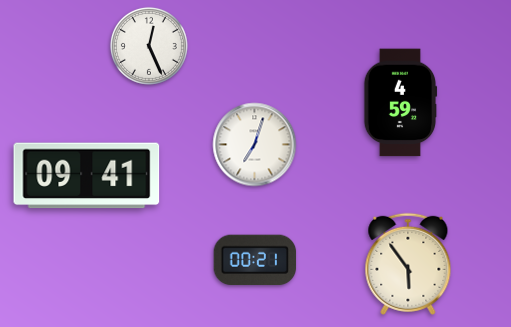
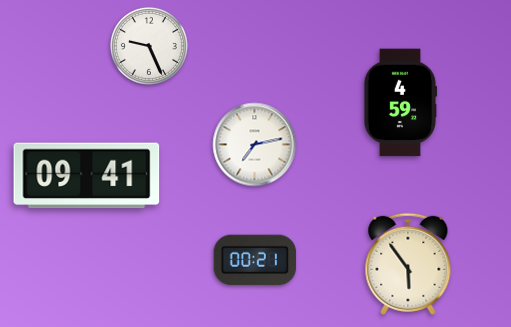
clock at (149, 46): 12:26 -> 9:26
clock at (255, 145): 7:03 -> 7:13
